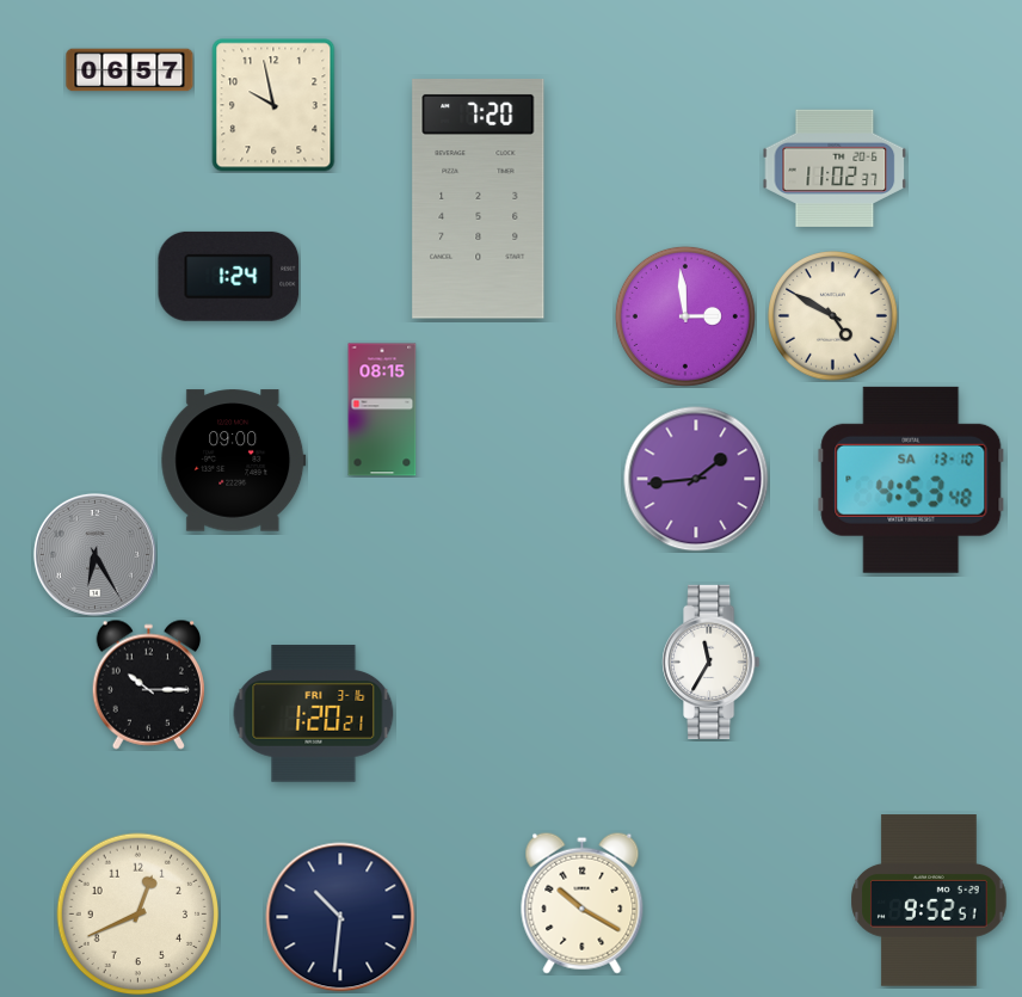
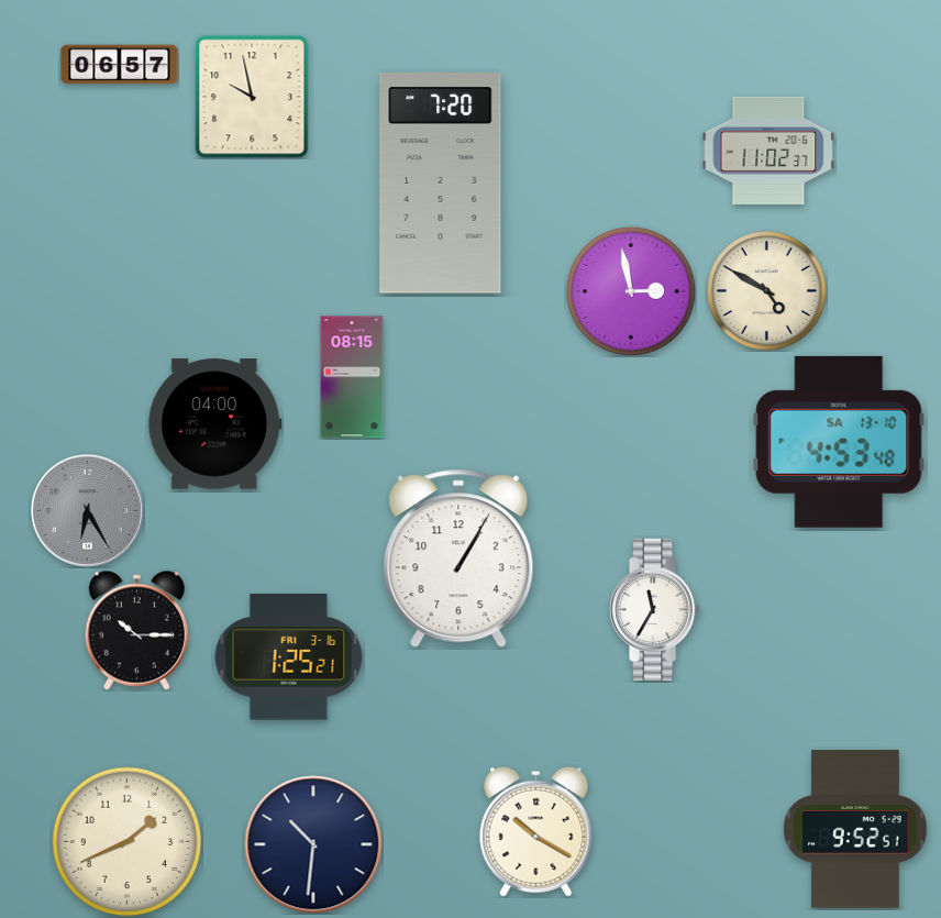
clock at (835, 168) position: (835, 168) -> (768, 151)
clock at (229, 276): 1:24 -> none
clock at (685, 316): 2:59 -> 2:58
clock at (234, 461): 09:00 -> 04:00
clock at (696, 479): 1:44 -> none
clock at (458, 558): none -> 1:05
clock at (314, 714): 1:20 -> 1:25
clock at (138, 915): 12:41 -> 1:41
